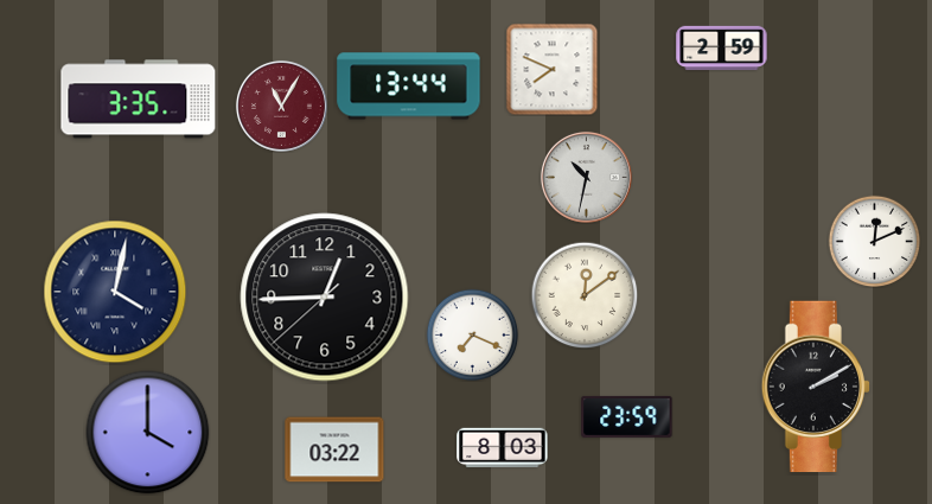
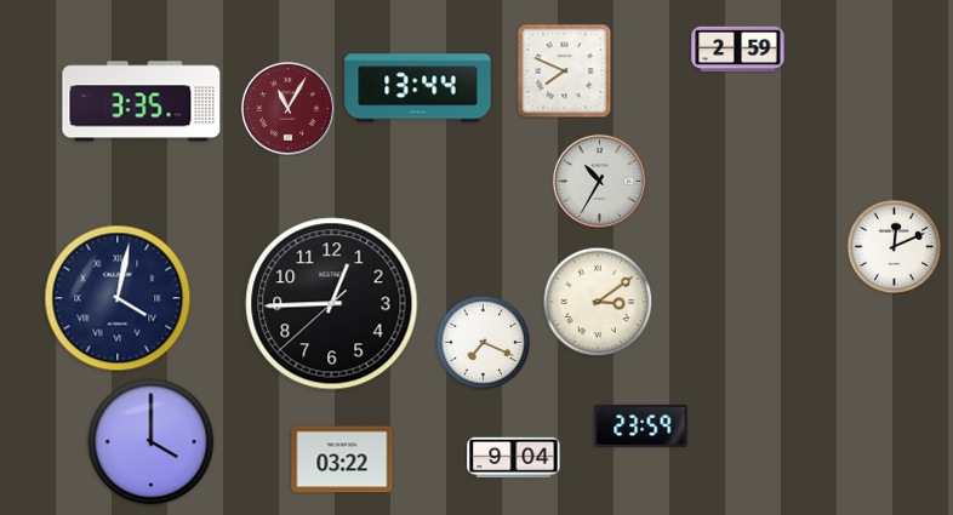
clock at (586, 177): 10:32 -> 10:35
clock at (585, 295): 12:09 -> 3:09
clock at (815, 387): 2:10 -> none
clock at (503, 448): 8:03 -> 9:04
